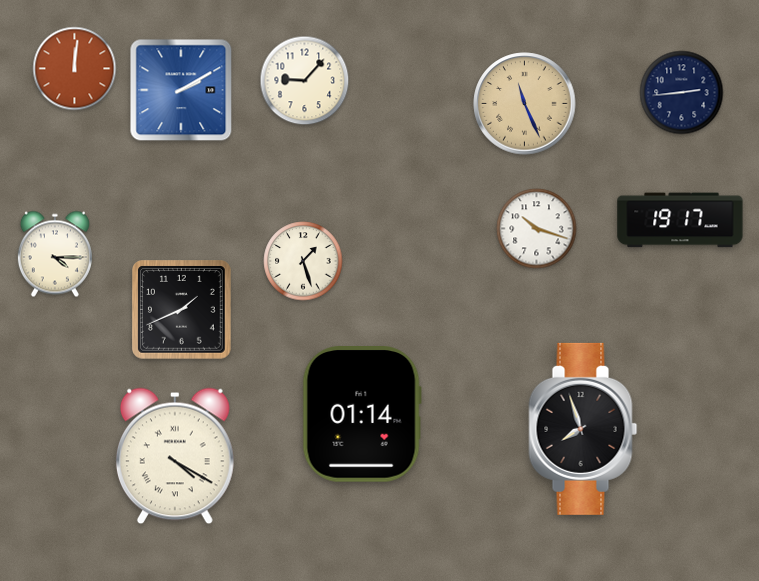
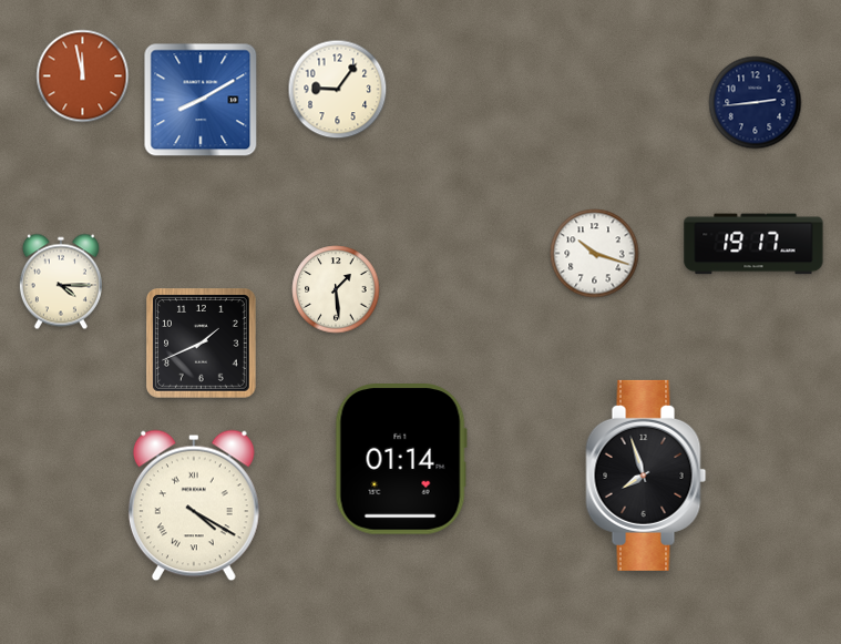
clock at (75, 69): 12:01 -> 11:58
clock at (305, 81): 9:07 -> 9:06
clock at (181, 90): 2:10 -> 8:10
clock at (525, 104): 11:26 -> none
clock at (303, 261): 1:27 -> 1:29
